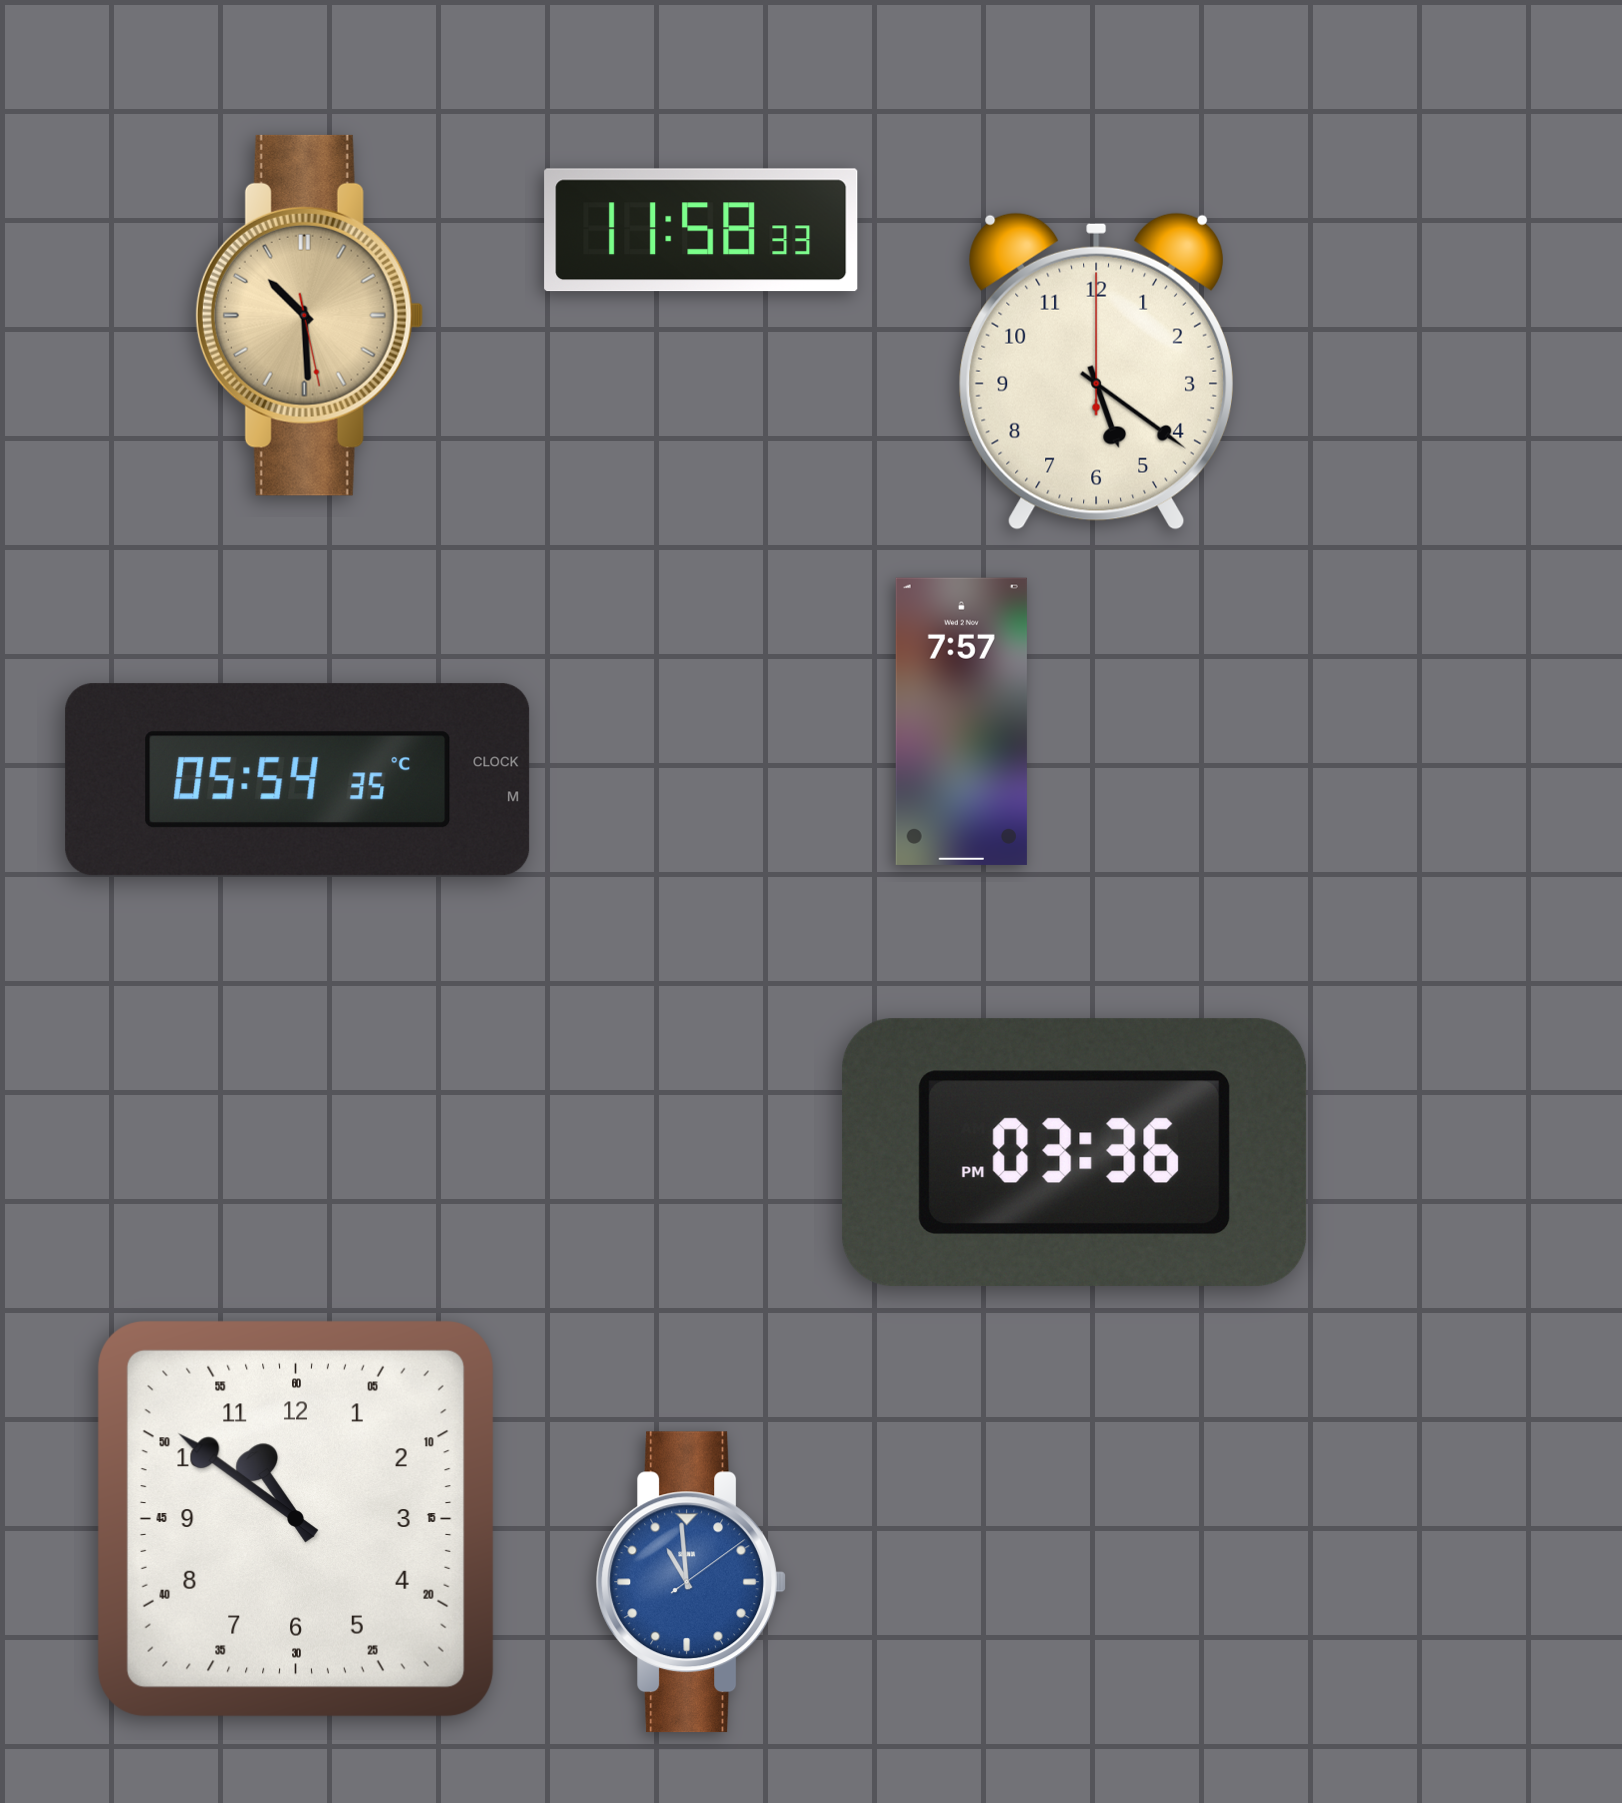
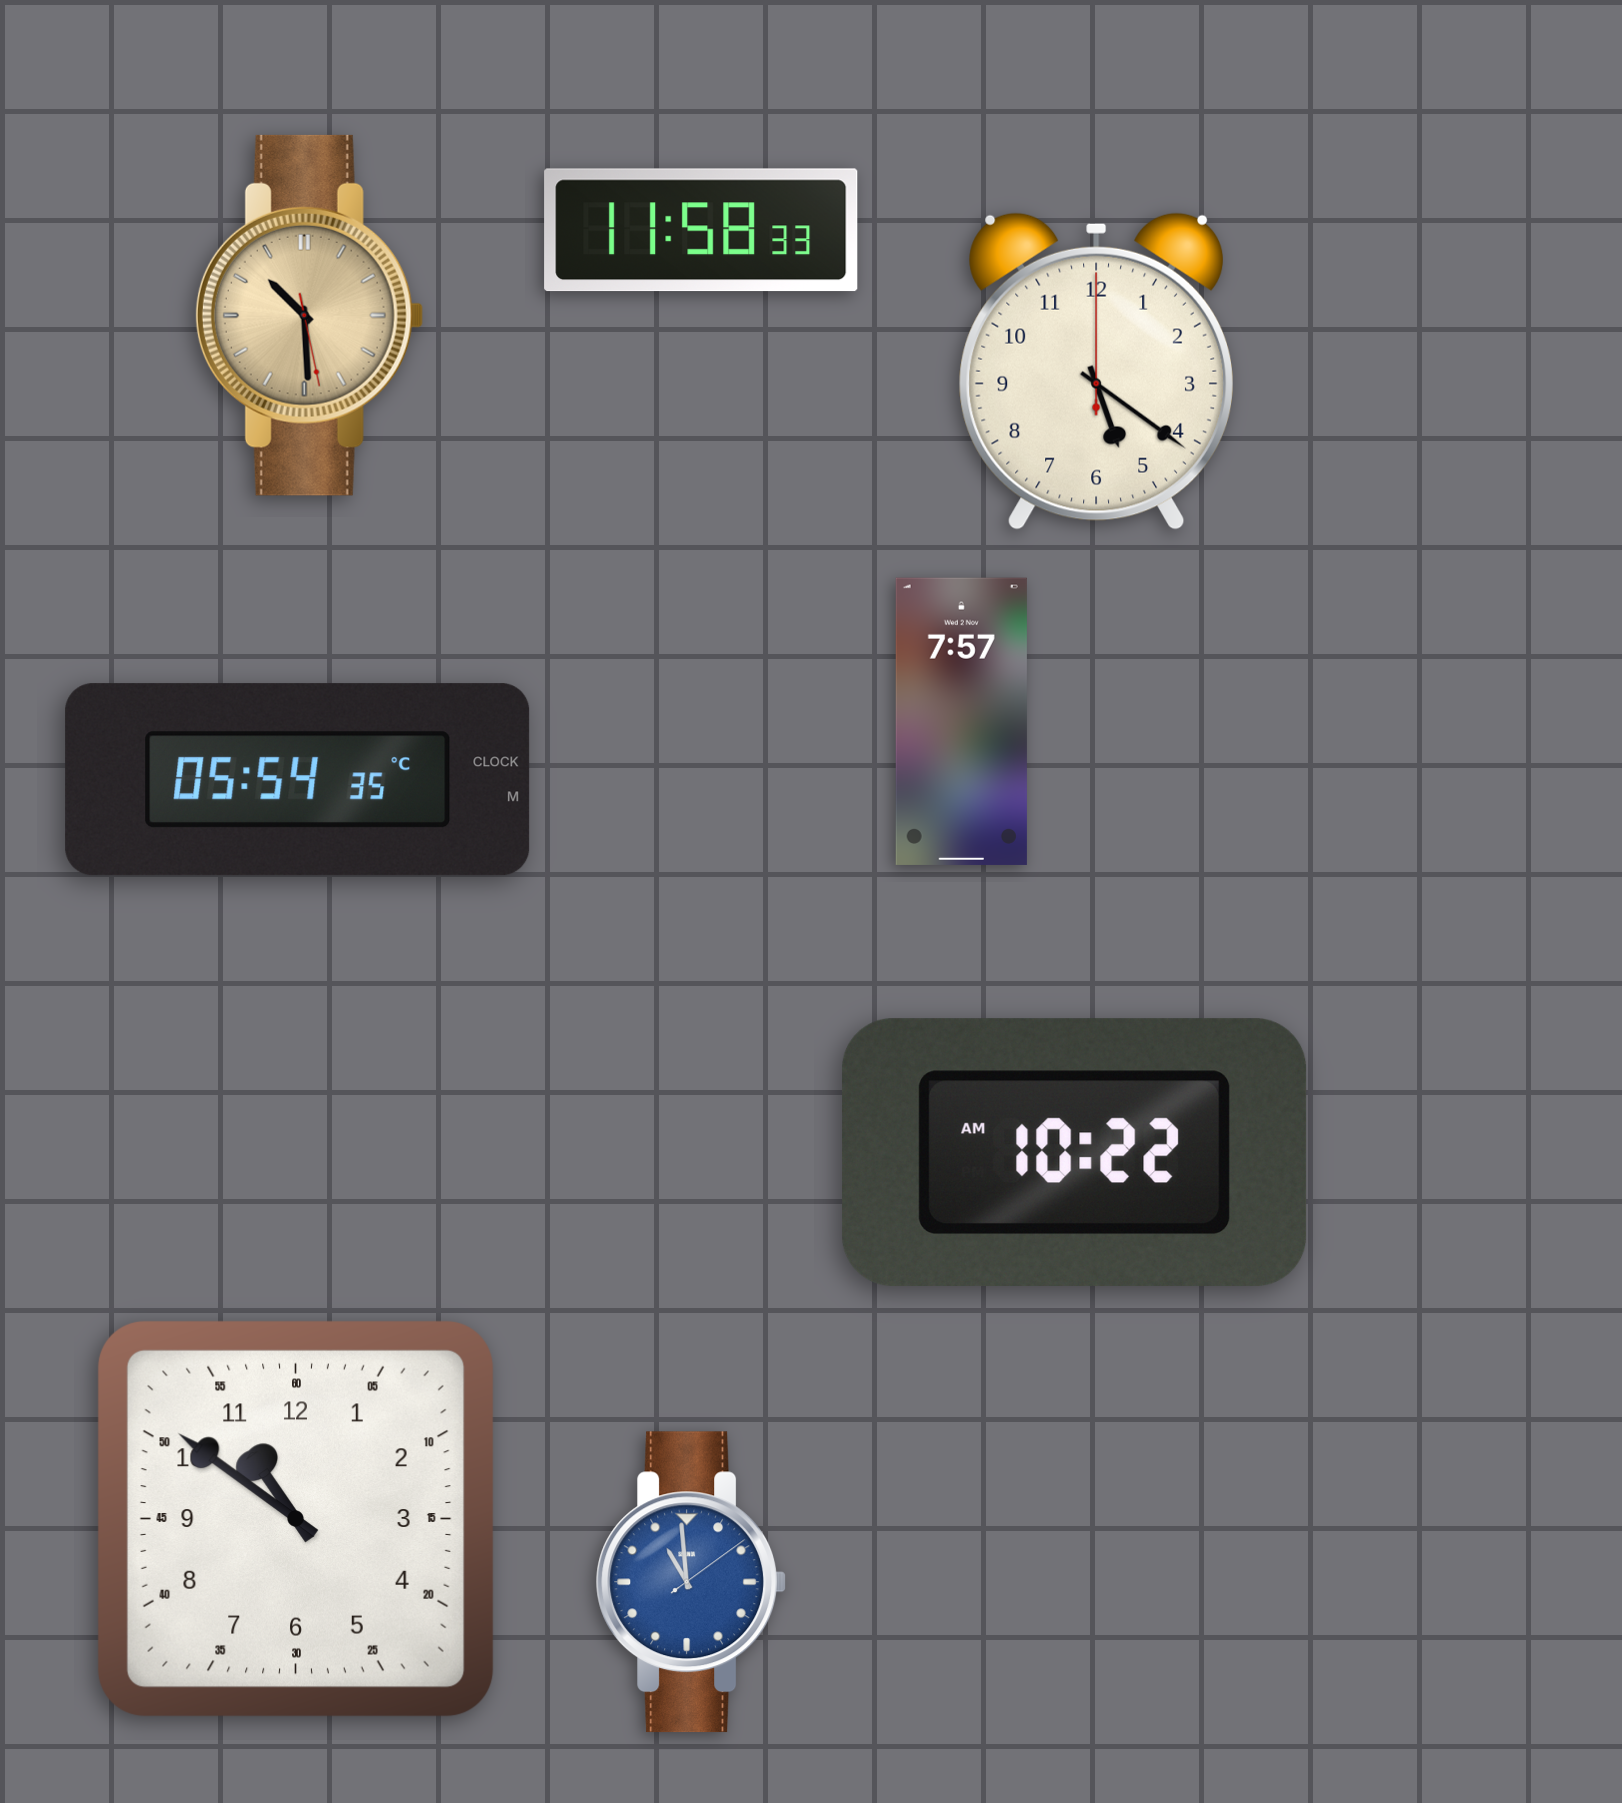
clock at (1075, 1152): 03:36 -> 10:22
